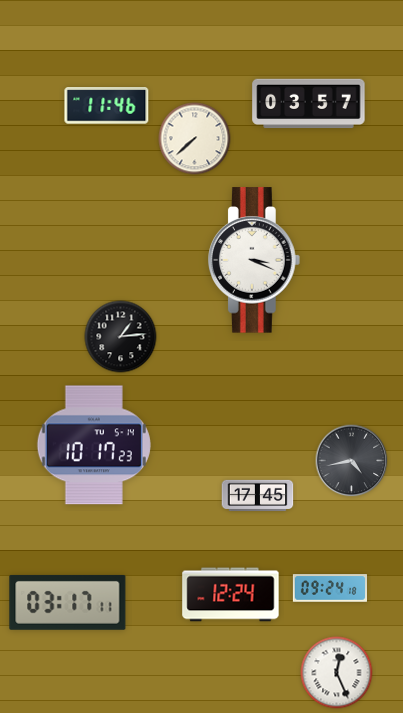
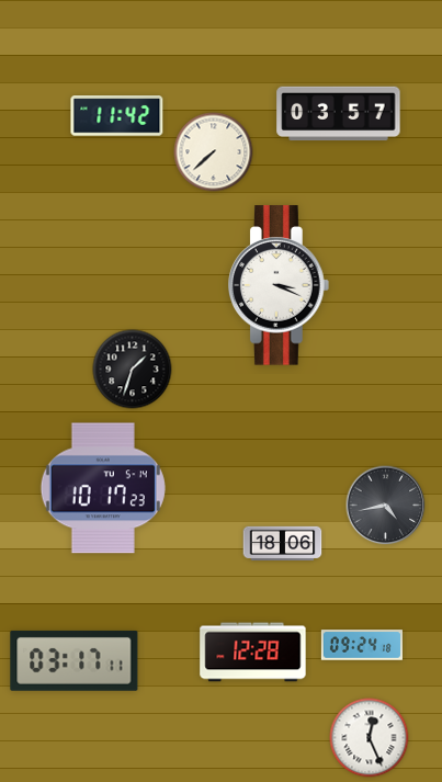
clock at (107, 106): 11:46 -> 11:42
clock at (121, 337): 1:14 -> 1:33
clock at (258, 495): 17:45 -> 18:06
clock at (231, 595): 12:24 -> 12:28
